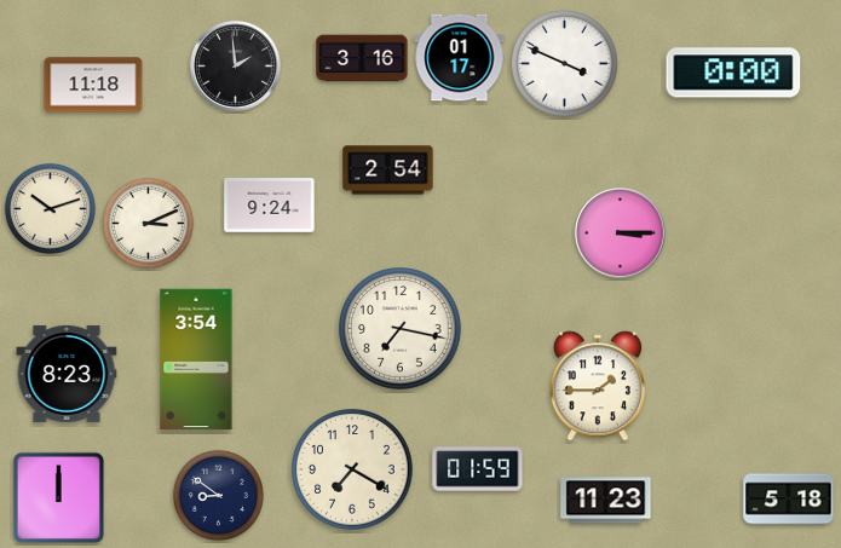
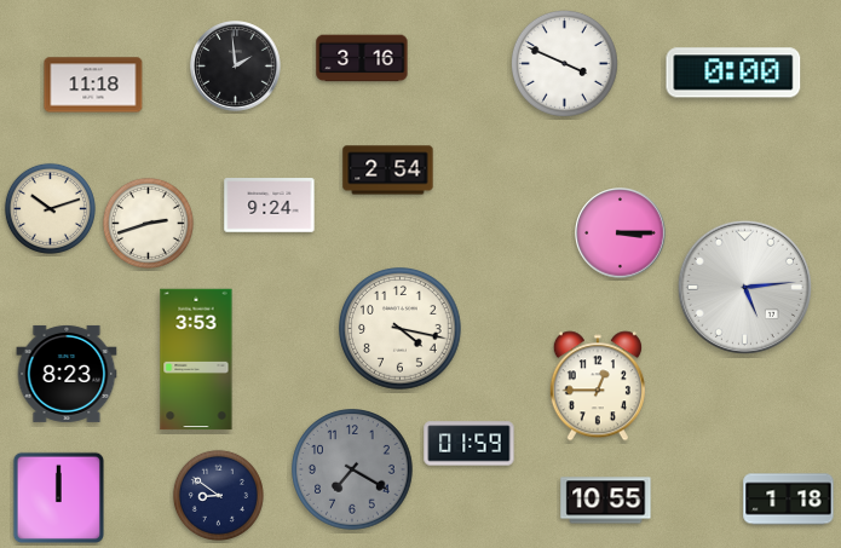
clock at (460, 58): 01:17 -> none
clock at (148, 223): 3:11 -> 2:42
clock at (744, 287): none -> 5:14
clock at (401, 329): 7:17 -> 4:17
clock at (196, 359): 3:54 -> 3:53
clock at (598, 386): 1:45 -> 12:45
clock at (352, 469) dial: cream -> grey
clock at (478, 469) position: (478, 469) -> (470, 444)
clock at (789, 500): 5:18 -> 1:18
clock at (606, 501): 11:23 -> 10:55
